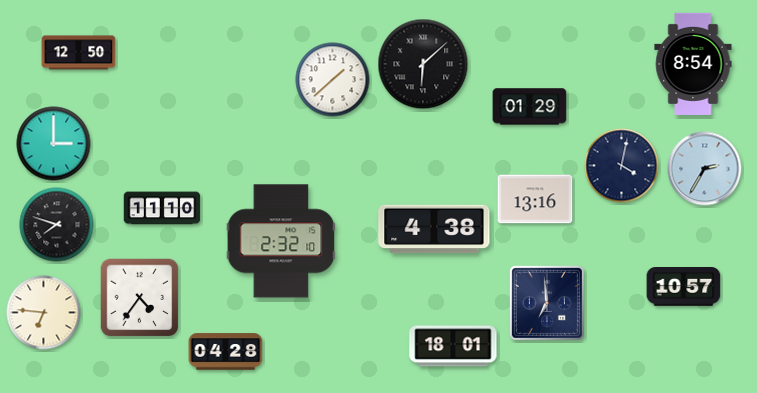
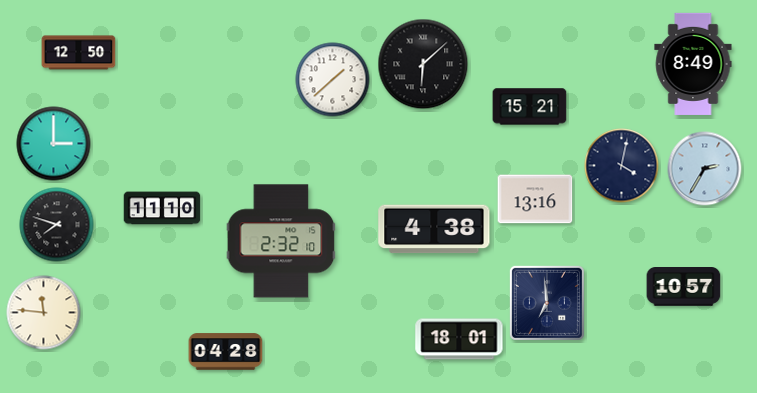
clock at (693, 64): 8:54 -> 8:49
clock at (530, 107): 01:29 -> 15:21
clock at (140, 298): 4:36 -> none
clock at (44, 313): 6:46 -> 11:46
clock at (453, 346) position: (453, 346) -> (459, 339)
